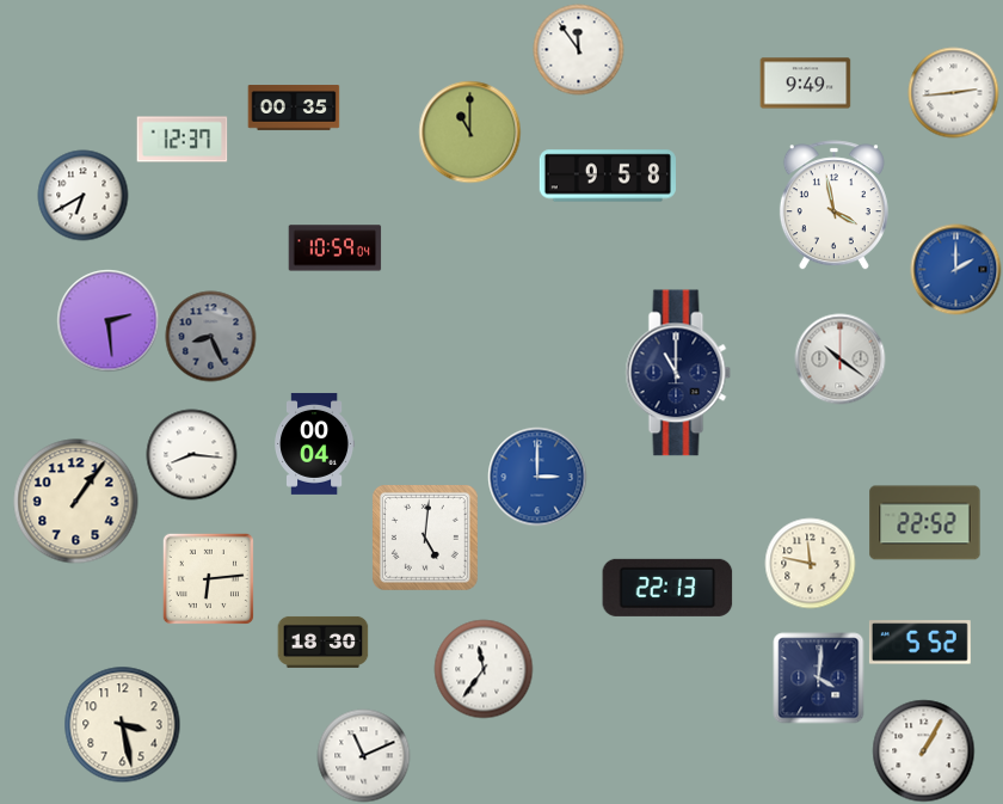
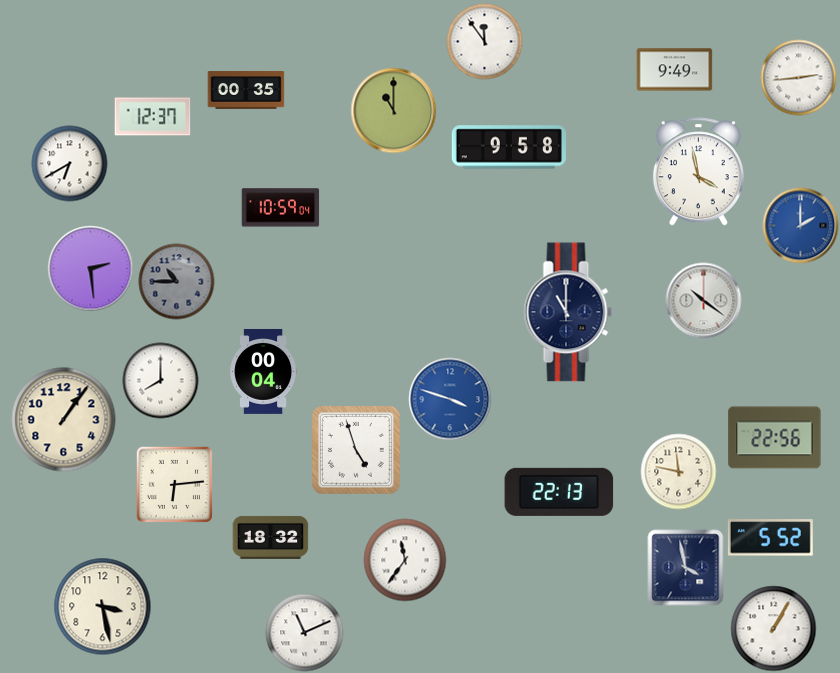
clock at (211, 337): 8:26 -> 10:45
clock at (192, 455): 8:16 -> 8:00
clock at (537, 477): 3:00 -> 3:48
clock at (925, 523): 22:52 -> 22:56
clock at (425, 538): 5:01 -> 4:57
clock at (324, 642): 18:30 -> 18:32
clock at (819, 679): 4:01 -> 3:58
